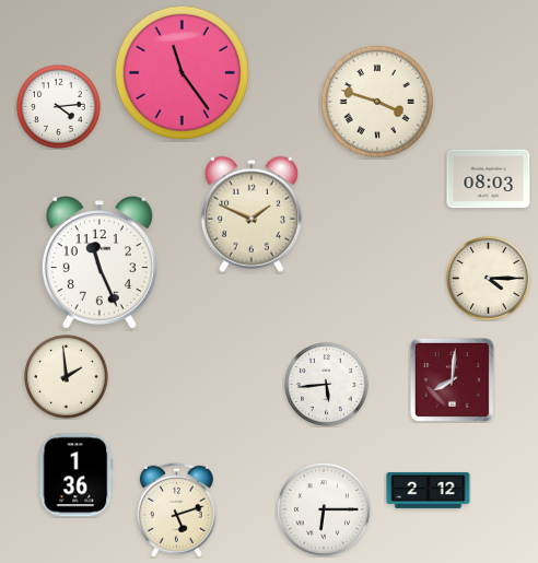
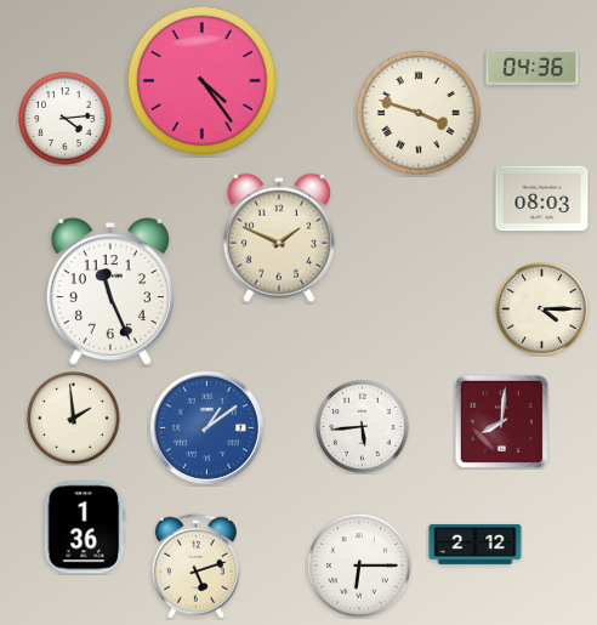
clock at (533, 67): none -> 04:36
clock at (182, 72): 11:24 -> 4:24
clock at (206, 427): none -> 1:09
